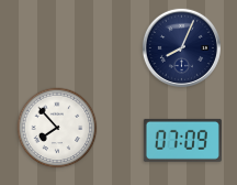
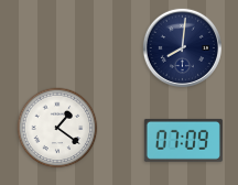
clock at (181, 47): 8:04 -> 8:01
clock at (57, 128): 7:53 -> 1:21
